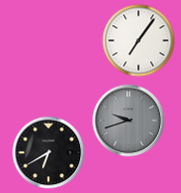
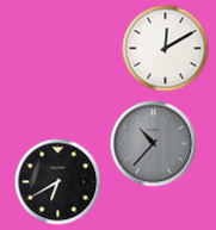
clock at (139, 41): 7:06 -> 12:10
clock at (129, 121): 9:42 -> 10:37
